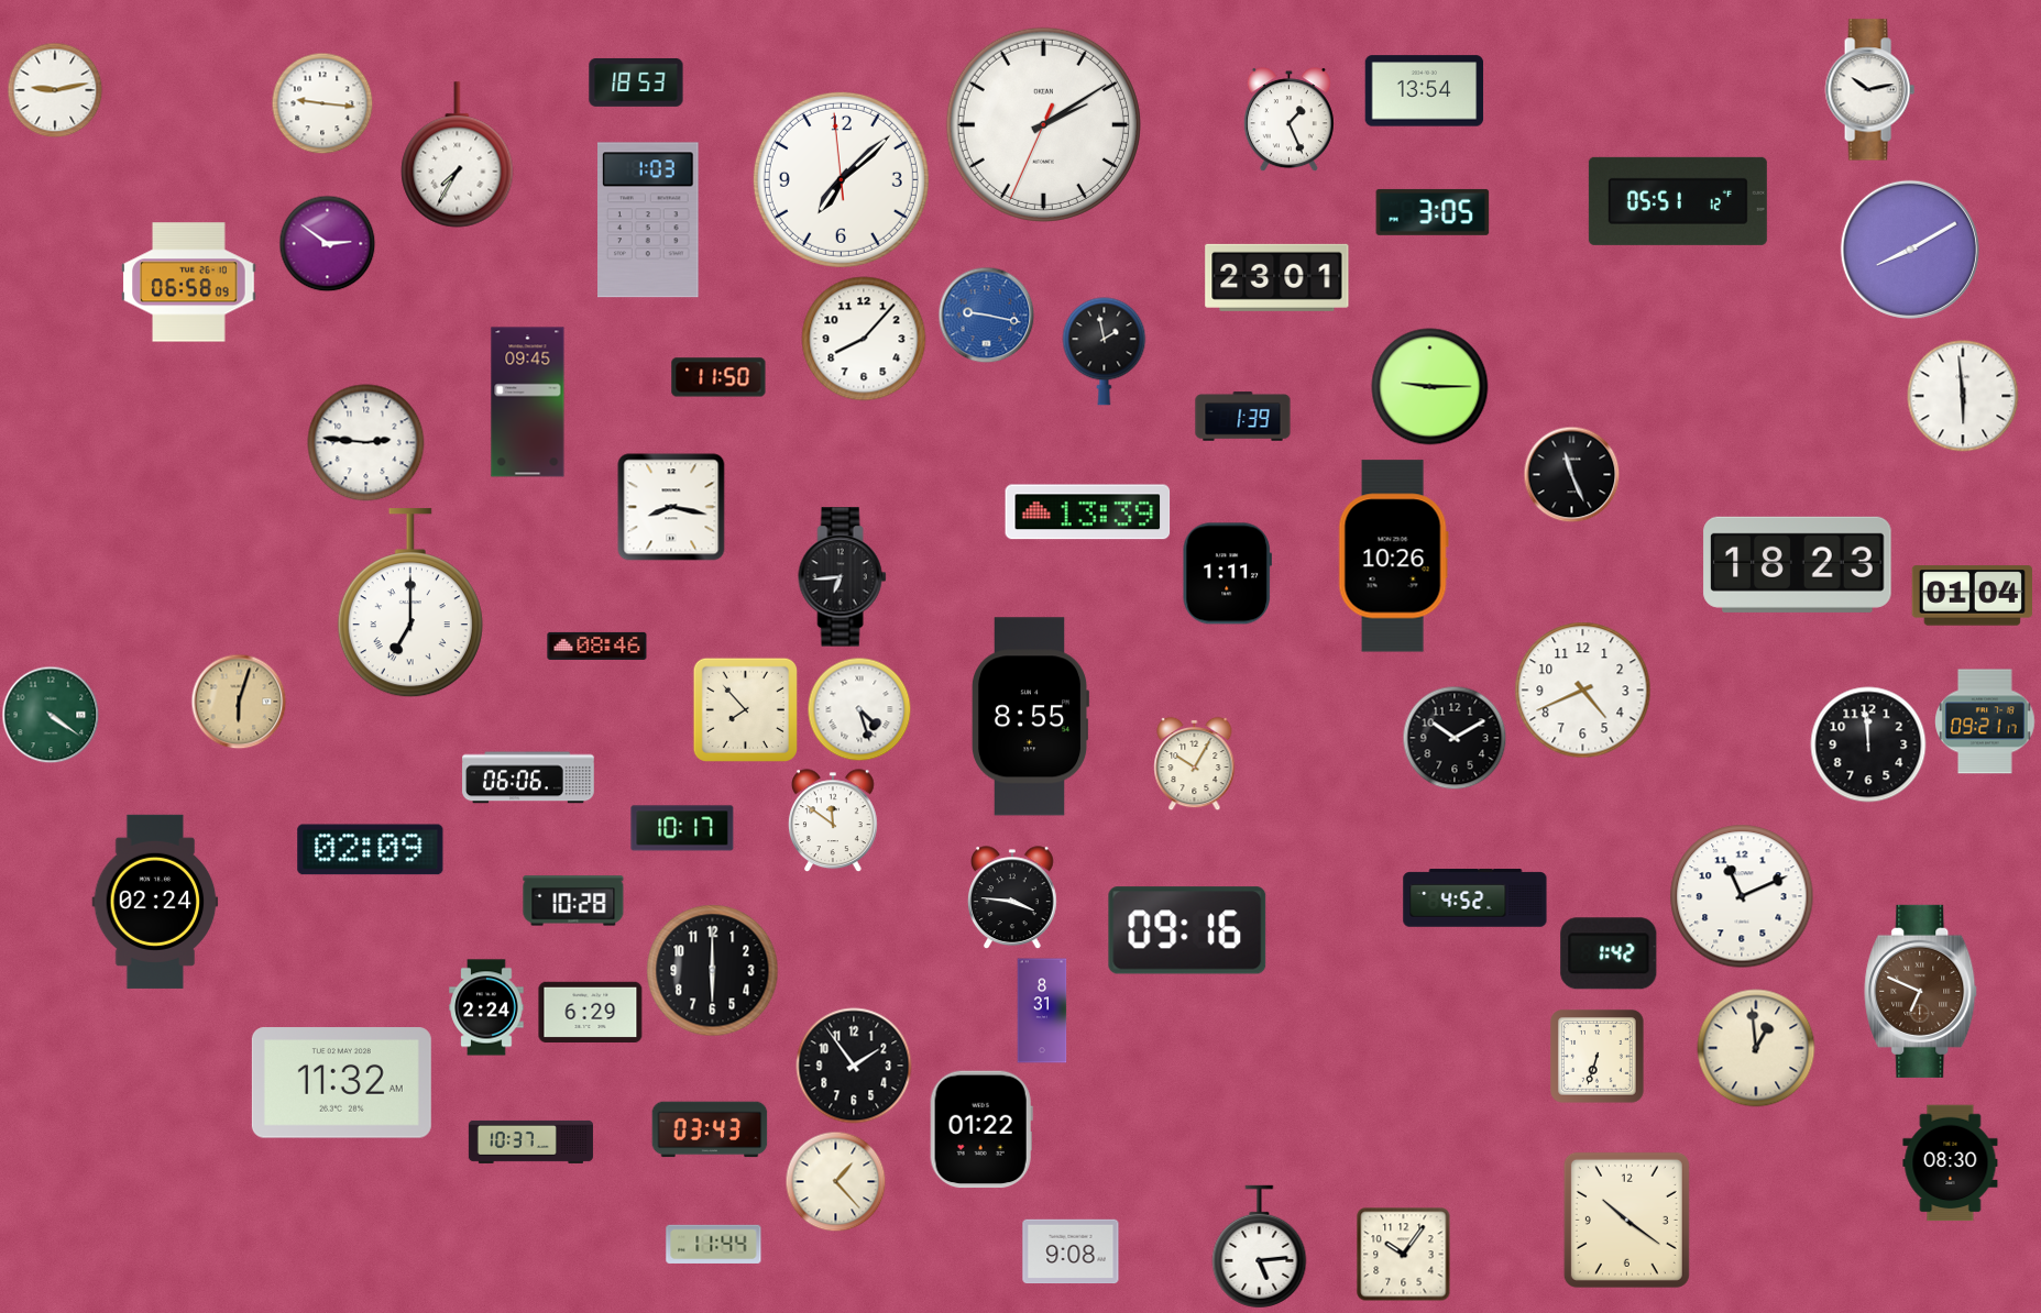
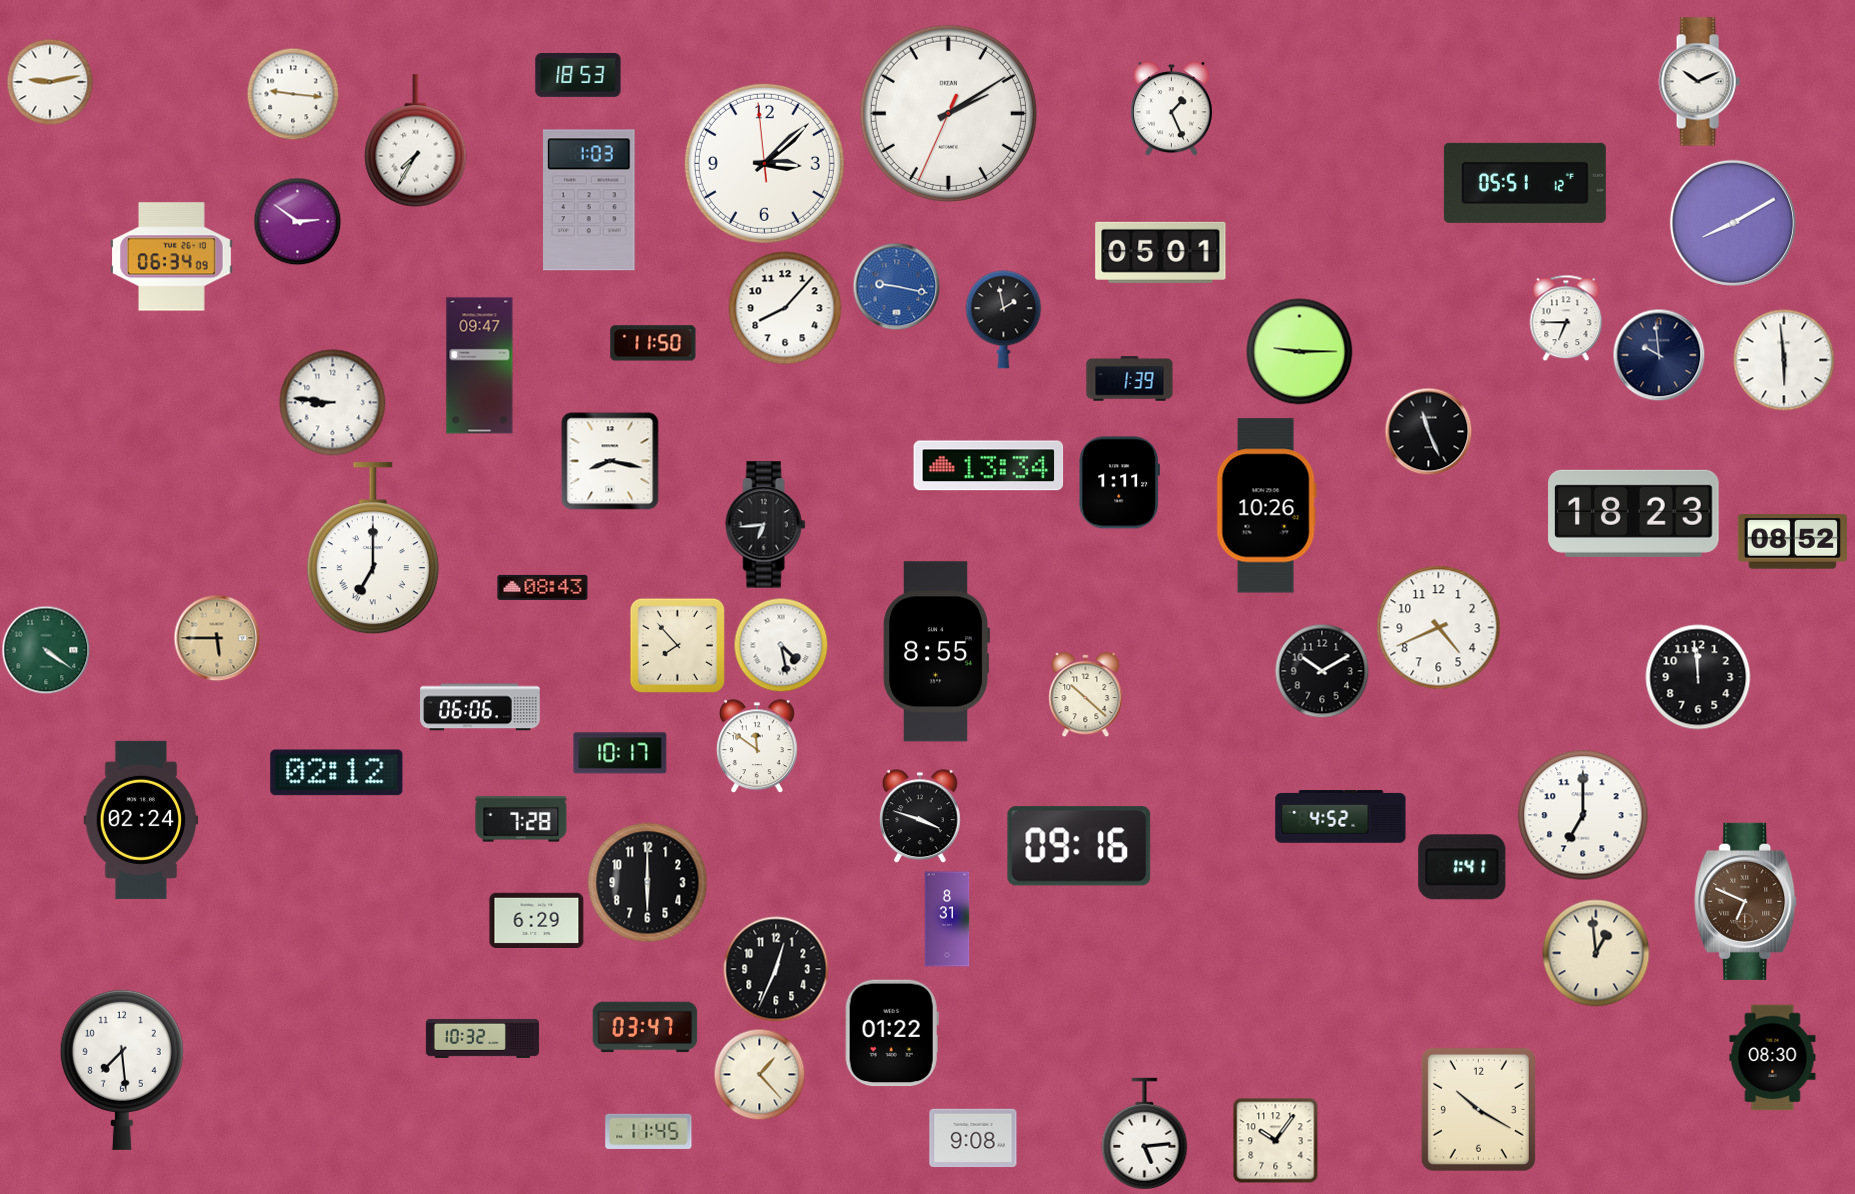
clock at (1869, 90): 10:13 -> 10:11
clock at (1425, 91): 13:54 -> none
clock at (841, 179): 7:07 -> 3:07
clock at (1433, 212): 3:05 -> none
clock at (1910, 250) position: (1910, 250) -> (1733, 223)
clock at (1277, 277): 23:01 -> 05:01
clock at (189, 283): 06:58 -> 06:34
clock at (1566, 318): none -> 6:45
clock at (1659, 355): none -> 9:59
clock at (528, 402): 09:45 -> 09:47
clock at (366, 443): 2:46 -> 8:46
clock at (1088, 512): 13:39 -> 13:34
clock at (1227, 574) position: (1227, 574) -> (1119, 483)
clock at (1972, 596): 01:04 -> 08:52
clock at (597, 646): 08:46 -> 08:43
clock at (239, 702): 6:03 -> 5:45
clock at (859, 709): 4:27 -> 4:28
clock at (1985, 721): 09:21 -> none
clock at (1195, 763): 10:05 -> 10:22
clock at (371, 850): 02:09 -> 02:12
clock at (1742, 896): 11:11 -> 7:00
clock at (1012, 897): 3:46 -> 3:48
clock at (573, 901): 10:28 -> 7:28
clock at (1609, 953): 1:42 -> 1:41
clock at (486, 1007): 2:24 -> none
clock at (1598, 1057): 6:33 -> none
clock at (854, 1066): 1:54 -> 12:34
clock at (341, 1083): 11:32 -> none
clock at (710, 1129): 03:43 -> 03:47
clock at (981, 1129) position: (981, 1129) -> (892, 1033)
clock at (530, 1141): 10:37 -> 10:32
clock at (122, 1069): none -> 7:29
clock at (1626, 1220): 10:21 -> 10:20
clock at (714, 1244): 11:44 -> 11:45
